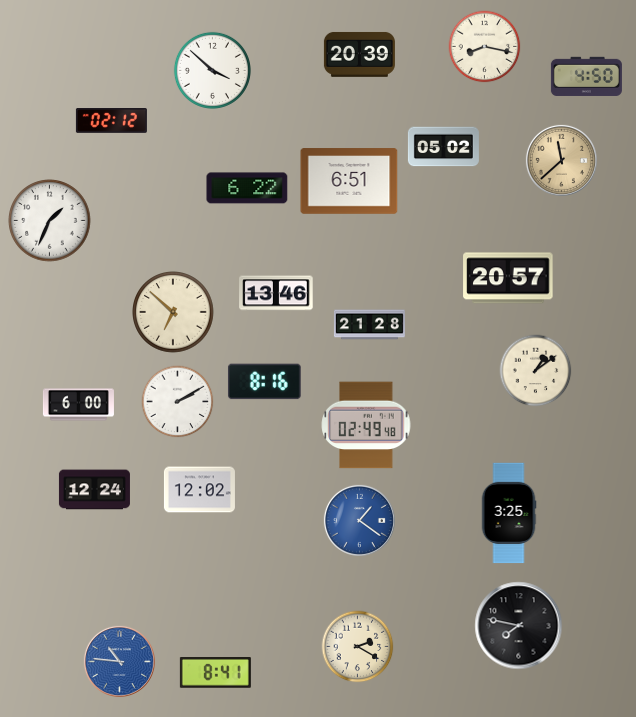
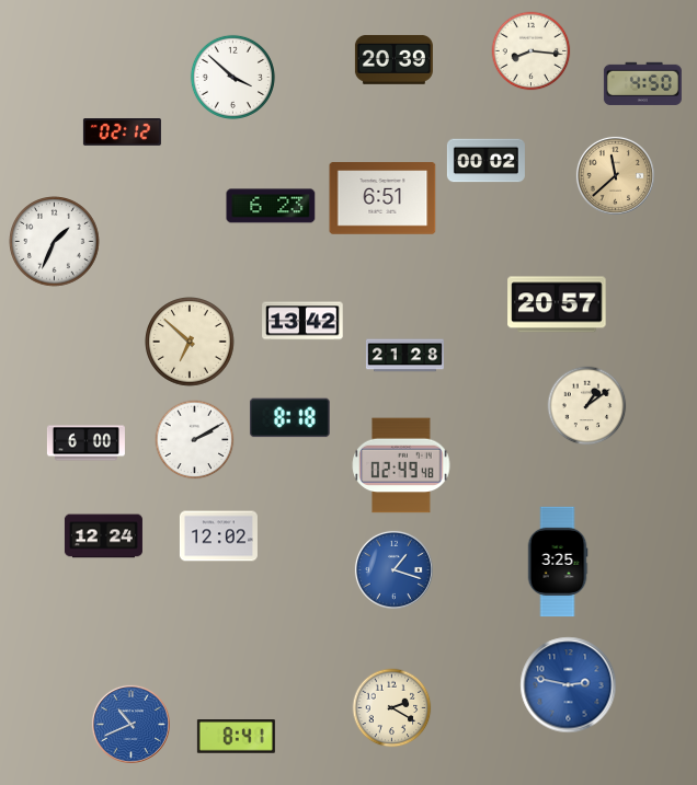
clock at (485, 47): 8:17 -> 8:16
clock at (443, 147): 05:02 -> 00:02
clock at (247, 188): 6:22 -> 6:23
clock at (276, 293): 13:46 -> 13:42
clock at (264, 382): 8:16 -> 8:18
clock at (359, 520): 1:21 -> 1:18
clock at (519, 626): 7:47 -> 2:47
clock at (519, 626) dial: black -> blue
clock at (119, 661): 10:46 -> 10:41
